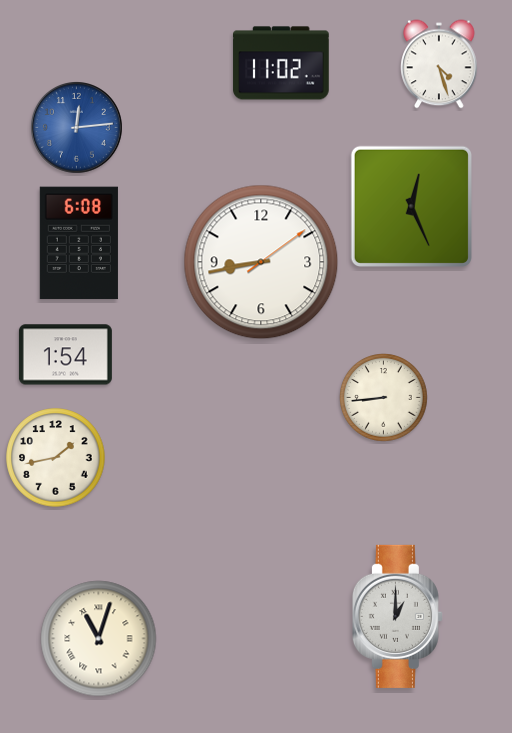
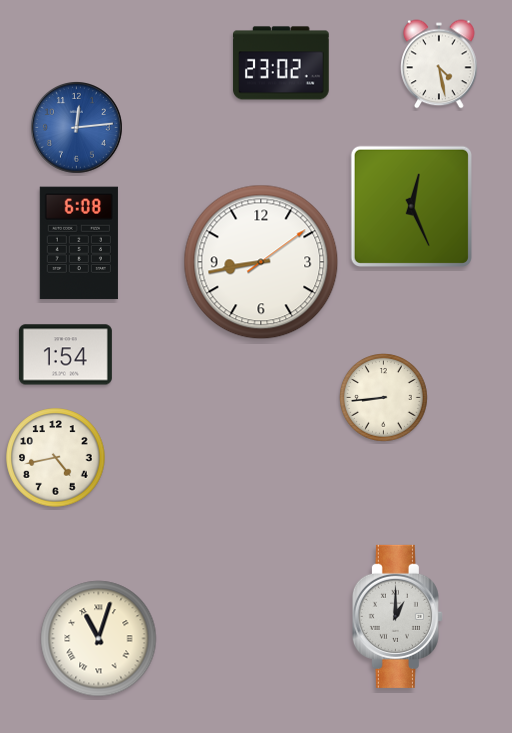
clock at (281, 63): 11:02 -> 23:02
clock at (439, 64): 4:27 -> 4:28
clock at (56, 458): 1:43 -> 4:43
